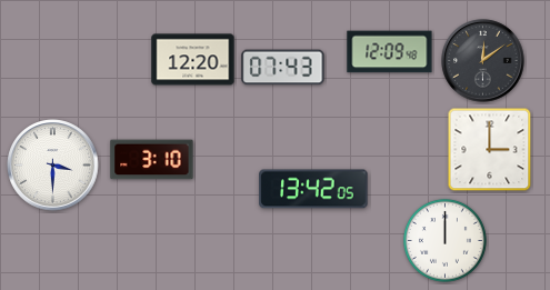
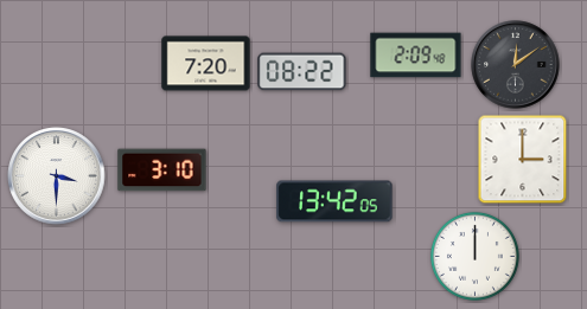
clock at (390, 52): 12:09 -> 2:09
clock at (193, 60): 12:20 -> 7:20
clock at (283, 68): 07:43 -> 08:22
